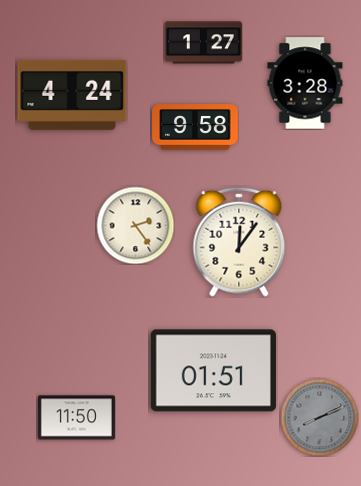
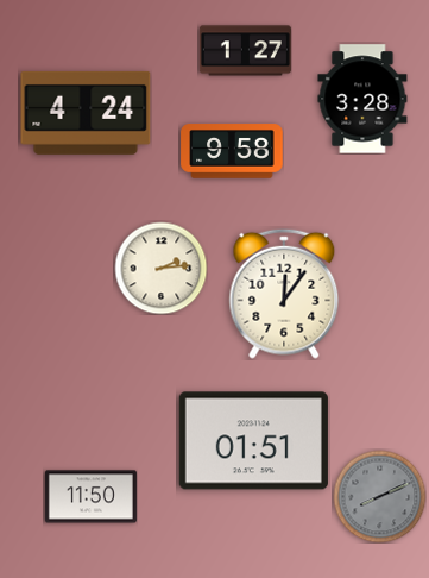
clock at (203, 43) position: (203, 43) -> (245, 51)
clock at (135, 225): 2:24 -> 2:14
clock at (239, 242) position: (239, 242) -> (284, 294)
